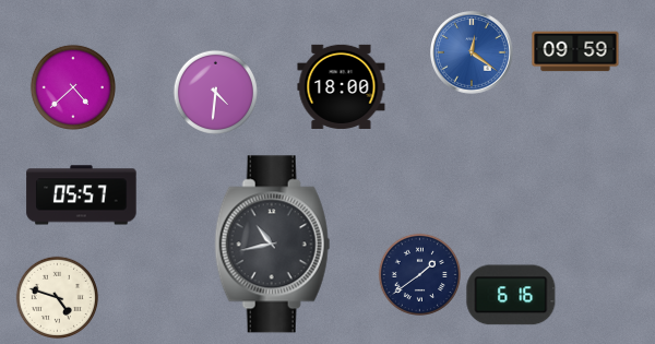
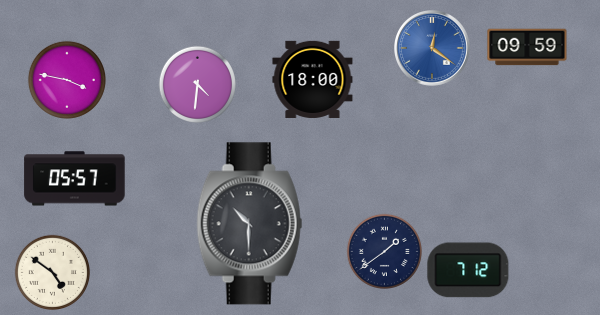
clock at (73, 87): 4:38 -> 3:47
clock at (273, 245): 10:43 -> 10:30
clock at (511, 295): 6:16 -> 7:12
clock at (57, 297): 4:48 -> 4:51
